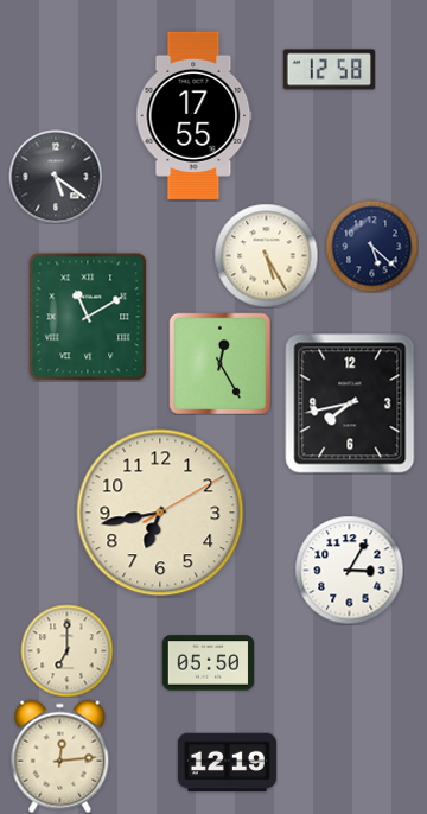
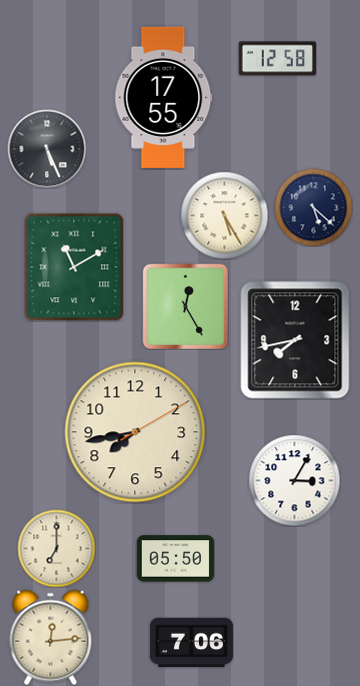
clock at (56, 177): 5:21 -> 5:26
clock at (160, 513): 6:43 -> 7:43
clock at (227, 763): 12:19 -> 7:06
